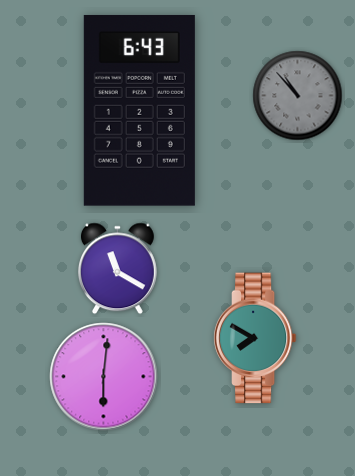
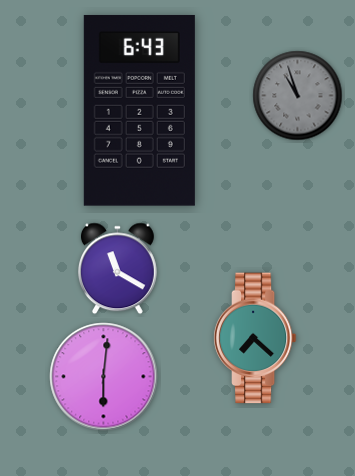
clock at (298, 96): 10:53 -> 10:57
clock at (255, 338): 7:50 -> 7:22
